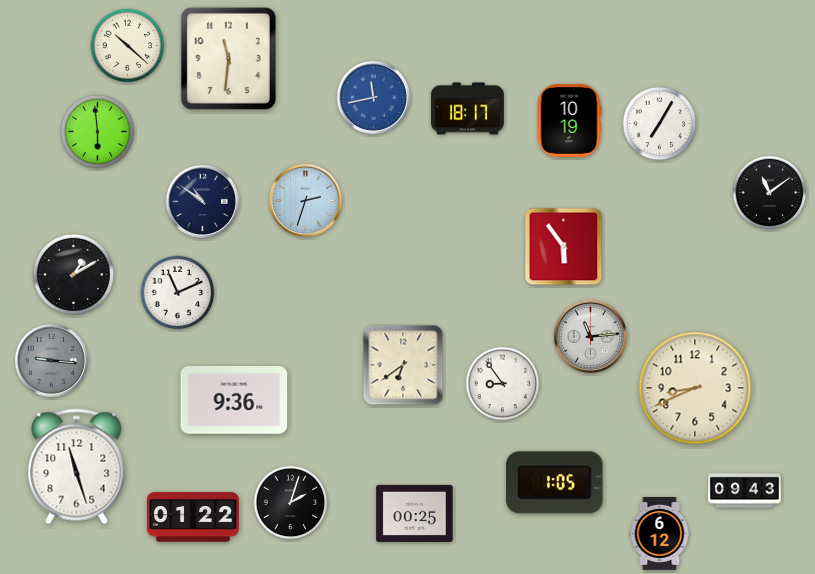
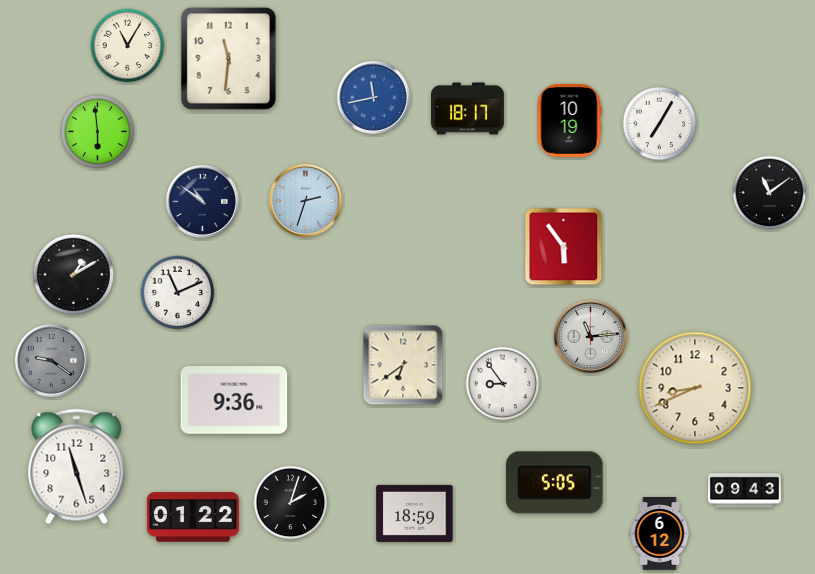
clock at (128, 46): 10:22 -> 11:05
clock at (51, 360): 9:16 -> 9:21
clock at (555, 483): 1:05 -> 5:05
clock at (415, 513): 00:25 -> 18:59
